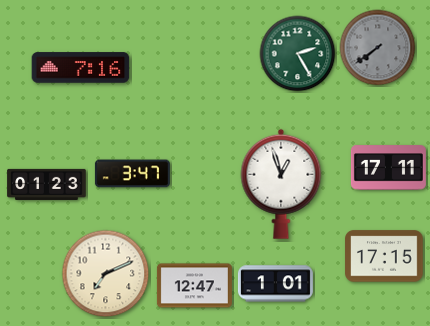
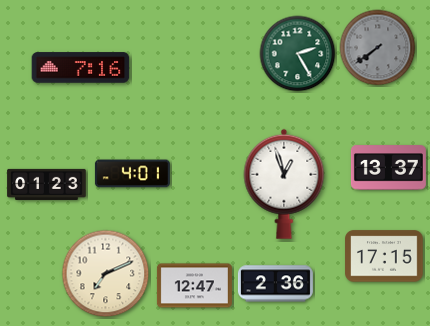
clock at (388, 168): 17:11 -> 13:37
clock at (132, 174): 3:47 -> 4:01
clock at (281, 184) position: (281, 184) -> (284, 184)
clock at (275, 284): 1:01 -> 2:36
